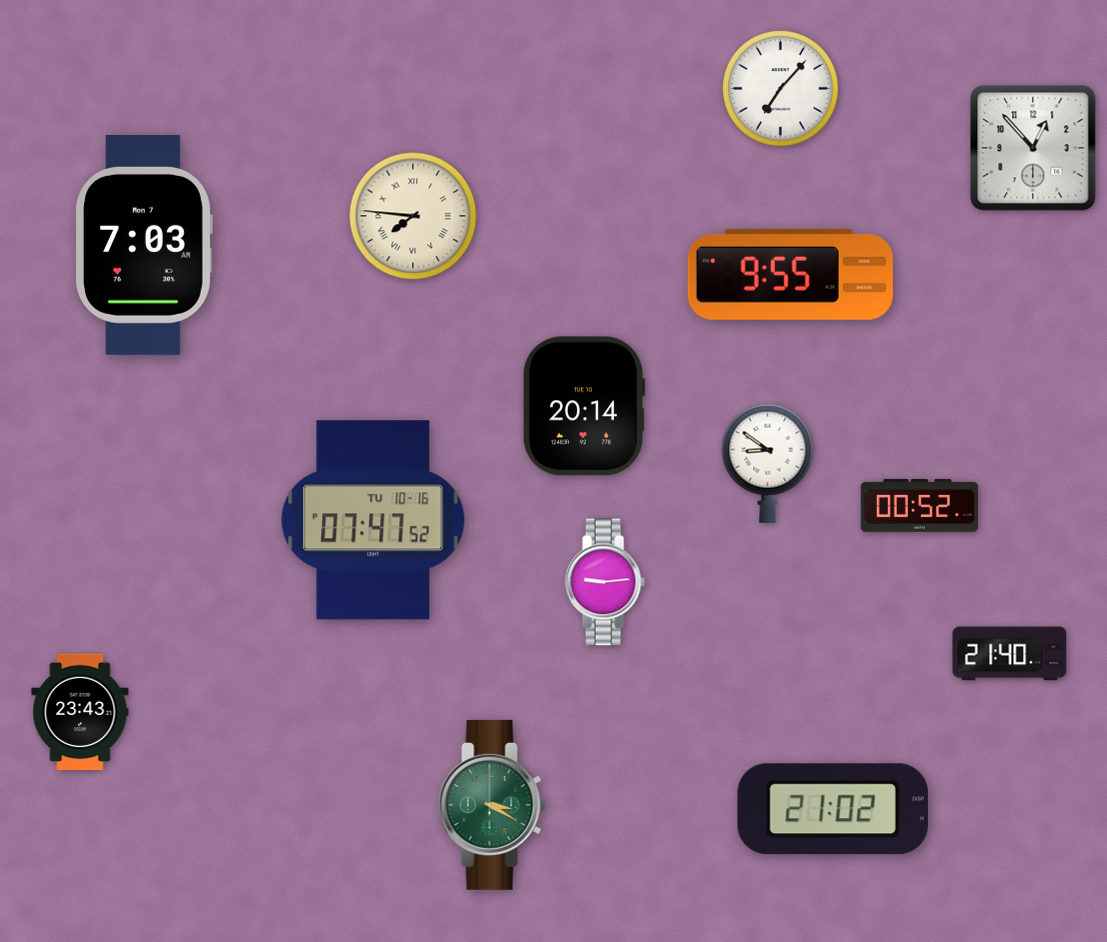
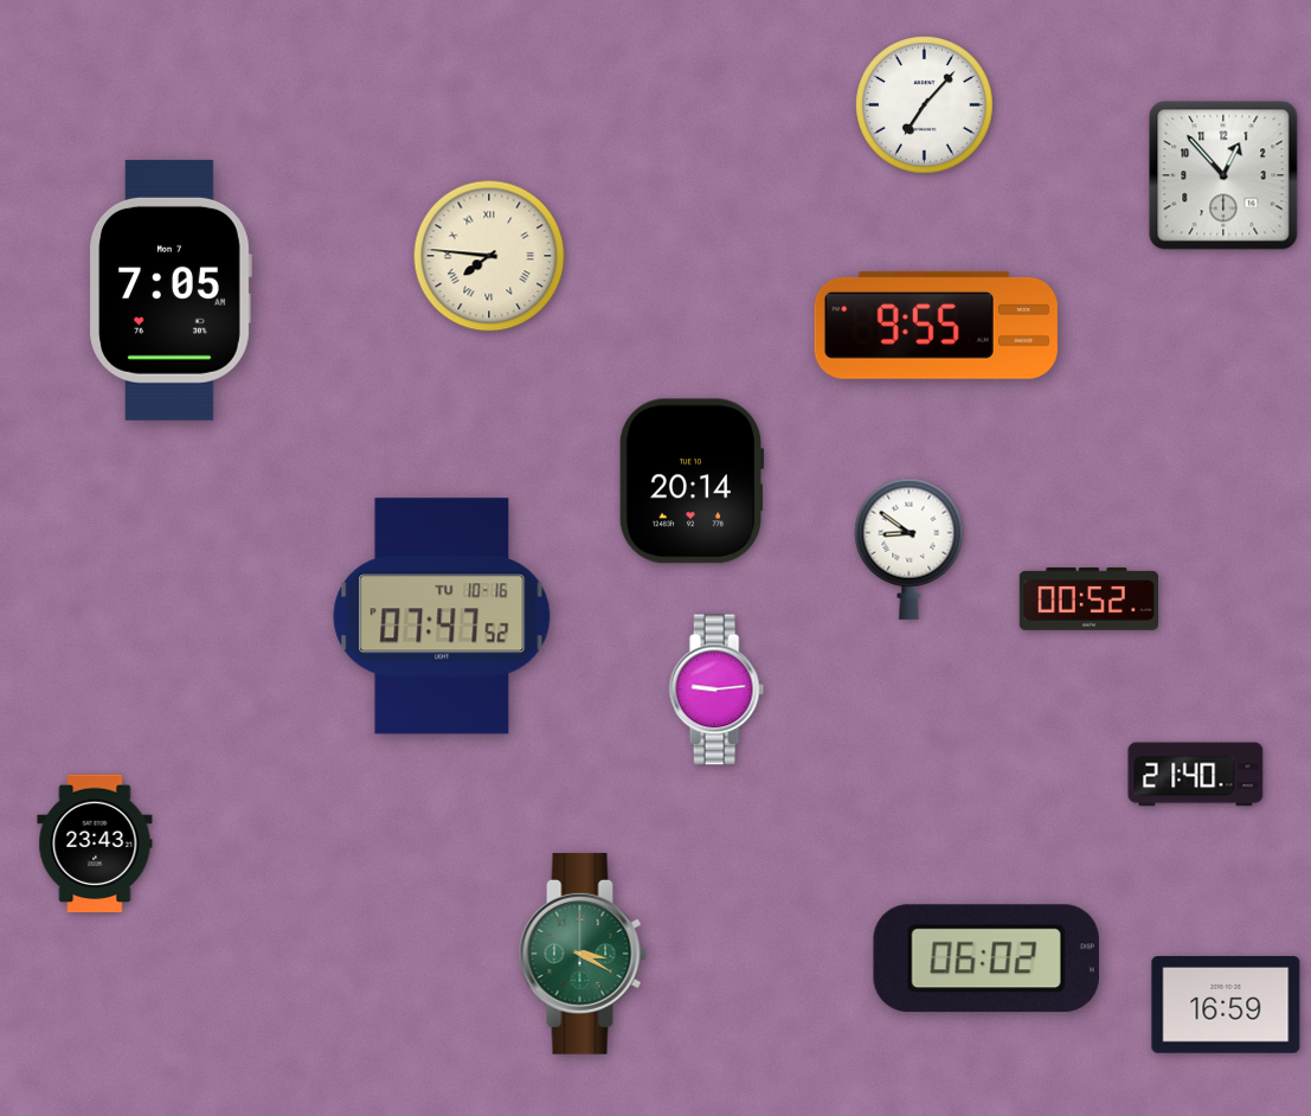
clock at (144, 245): 7:03 -> 7:05
clock at (833, 809): 21:02 -> 06:02
clock at (1226, 1005): none -> 16:59
